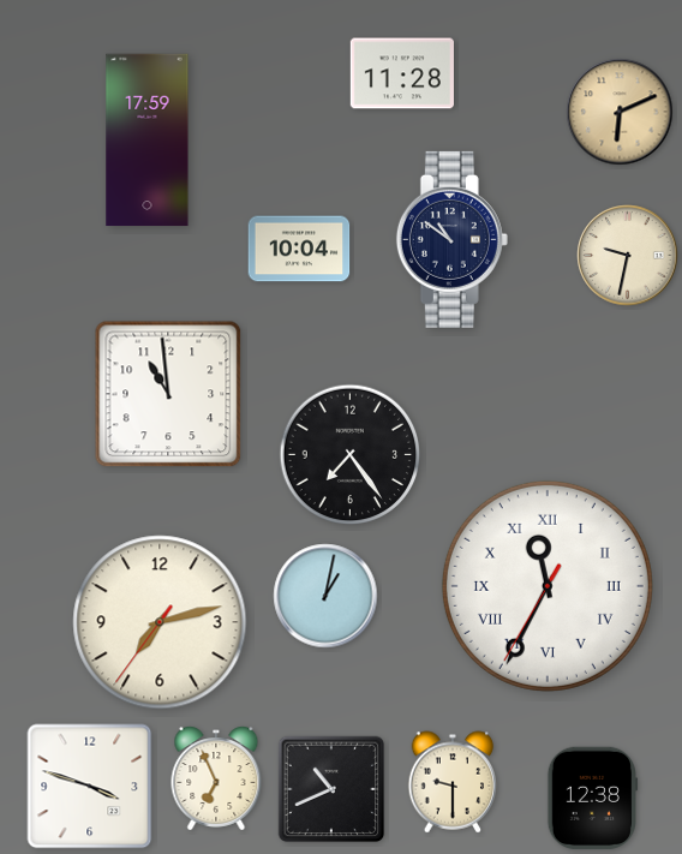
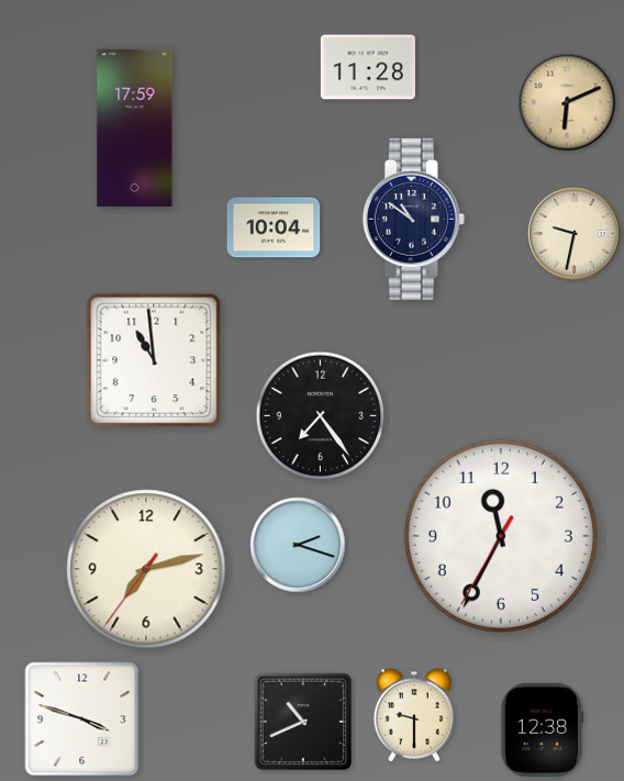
clock at (548, 586) numerals: Roman -> Arabic
clock at (325, 596): 1:02 -> 2:18
clock at (216, 778): 6:56 -> none
